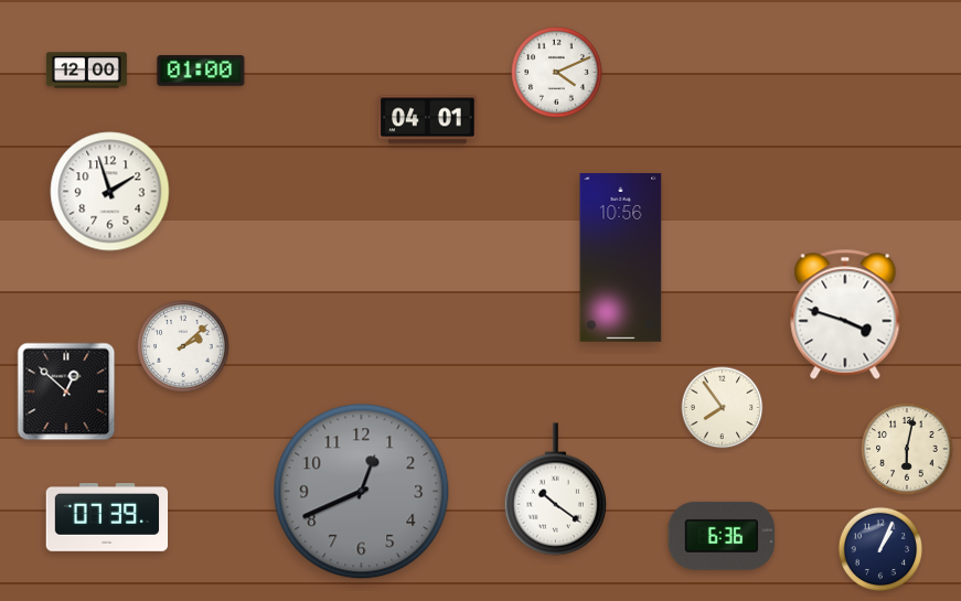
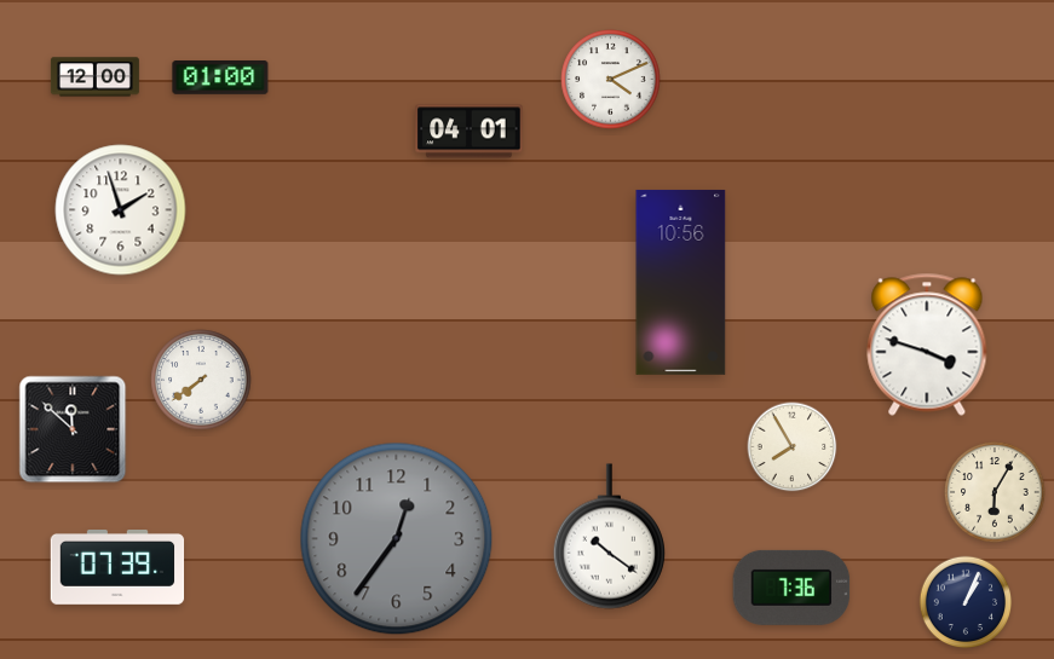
clock at (183, 346): 2:08 -> 7:39
clock at (66, 391): 12:52 -> 11:52
clock at (723, 408): 7:54 -> 7:55
clock at (907, 449): 6:02 -> 6:05
clock at (362, 492): 12:41 -> 12:36
clock at (722, 536): 6:36 -> 7:36
